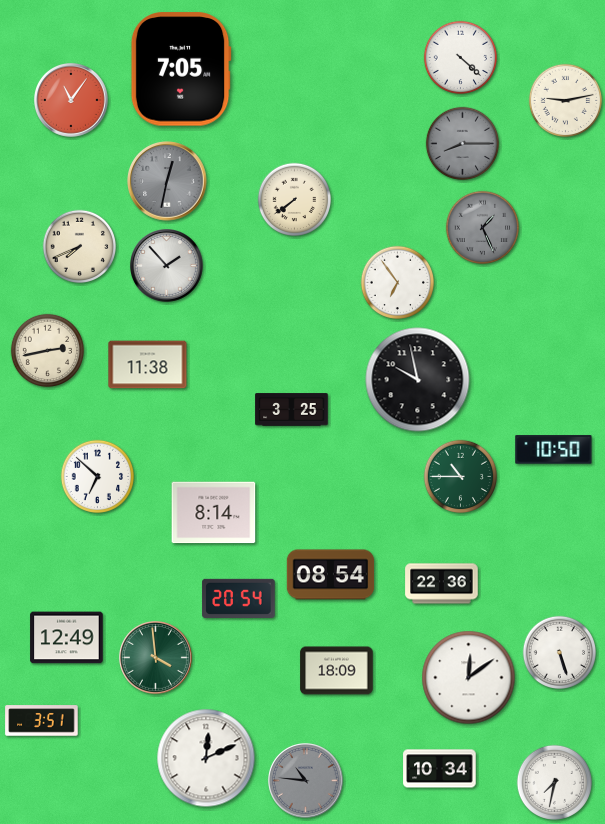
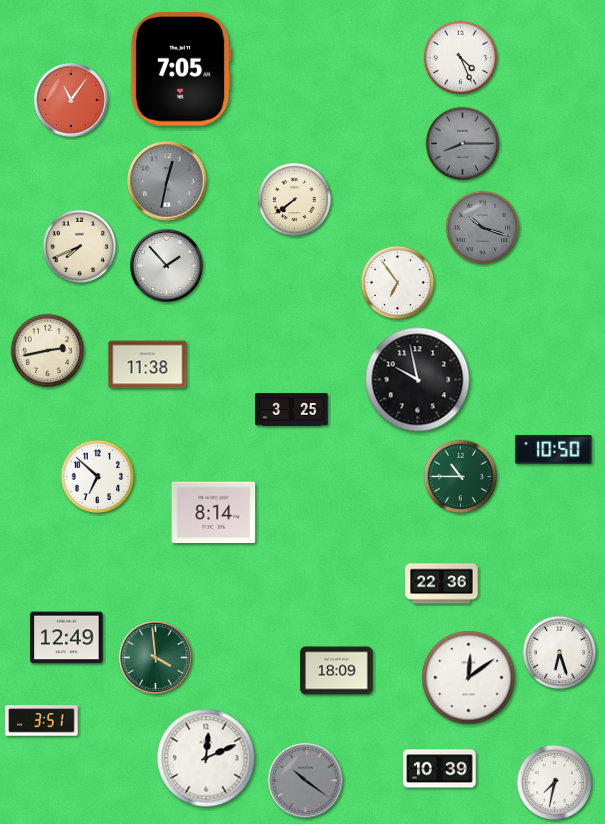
clock at (461, 58): 4:22 -> 4:26
clock at (566, 101): 9:13 -> none
clock at (483, 228): 1:26 -> 10:18
clock at (331, 575): 08:54 -> none
clock at (239, 598): 20:54 -> none
clock at (560, 653): 5:27 -> 6:27
clock at (440, 769): 10:34 -> 10:39
clock at (306, 781): 10:46 -> 10:21
